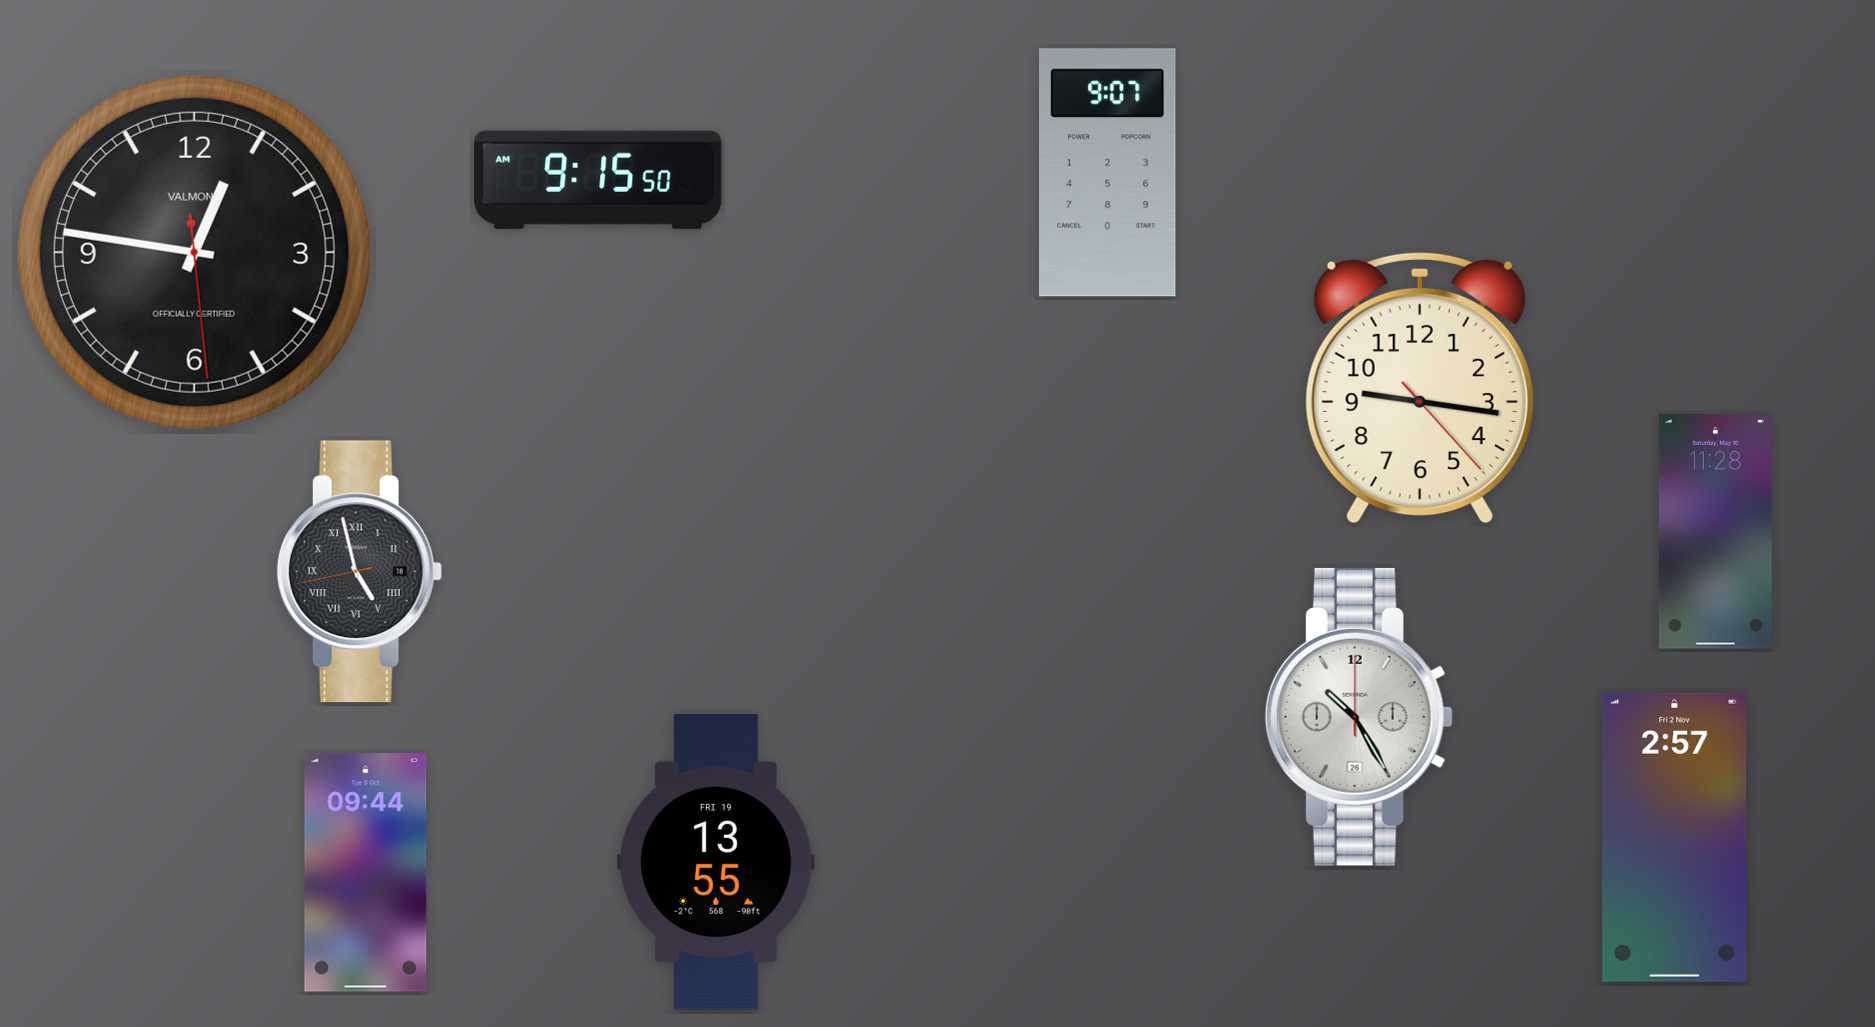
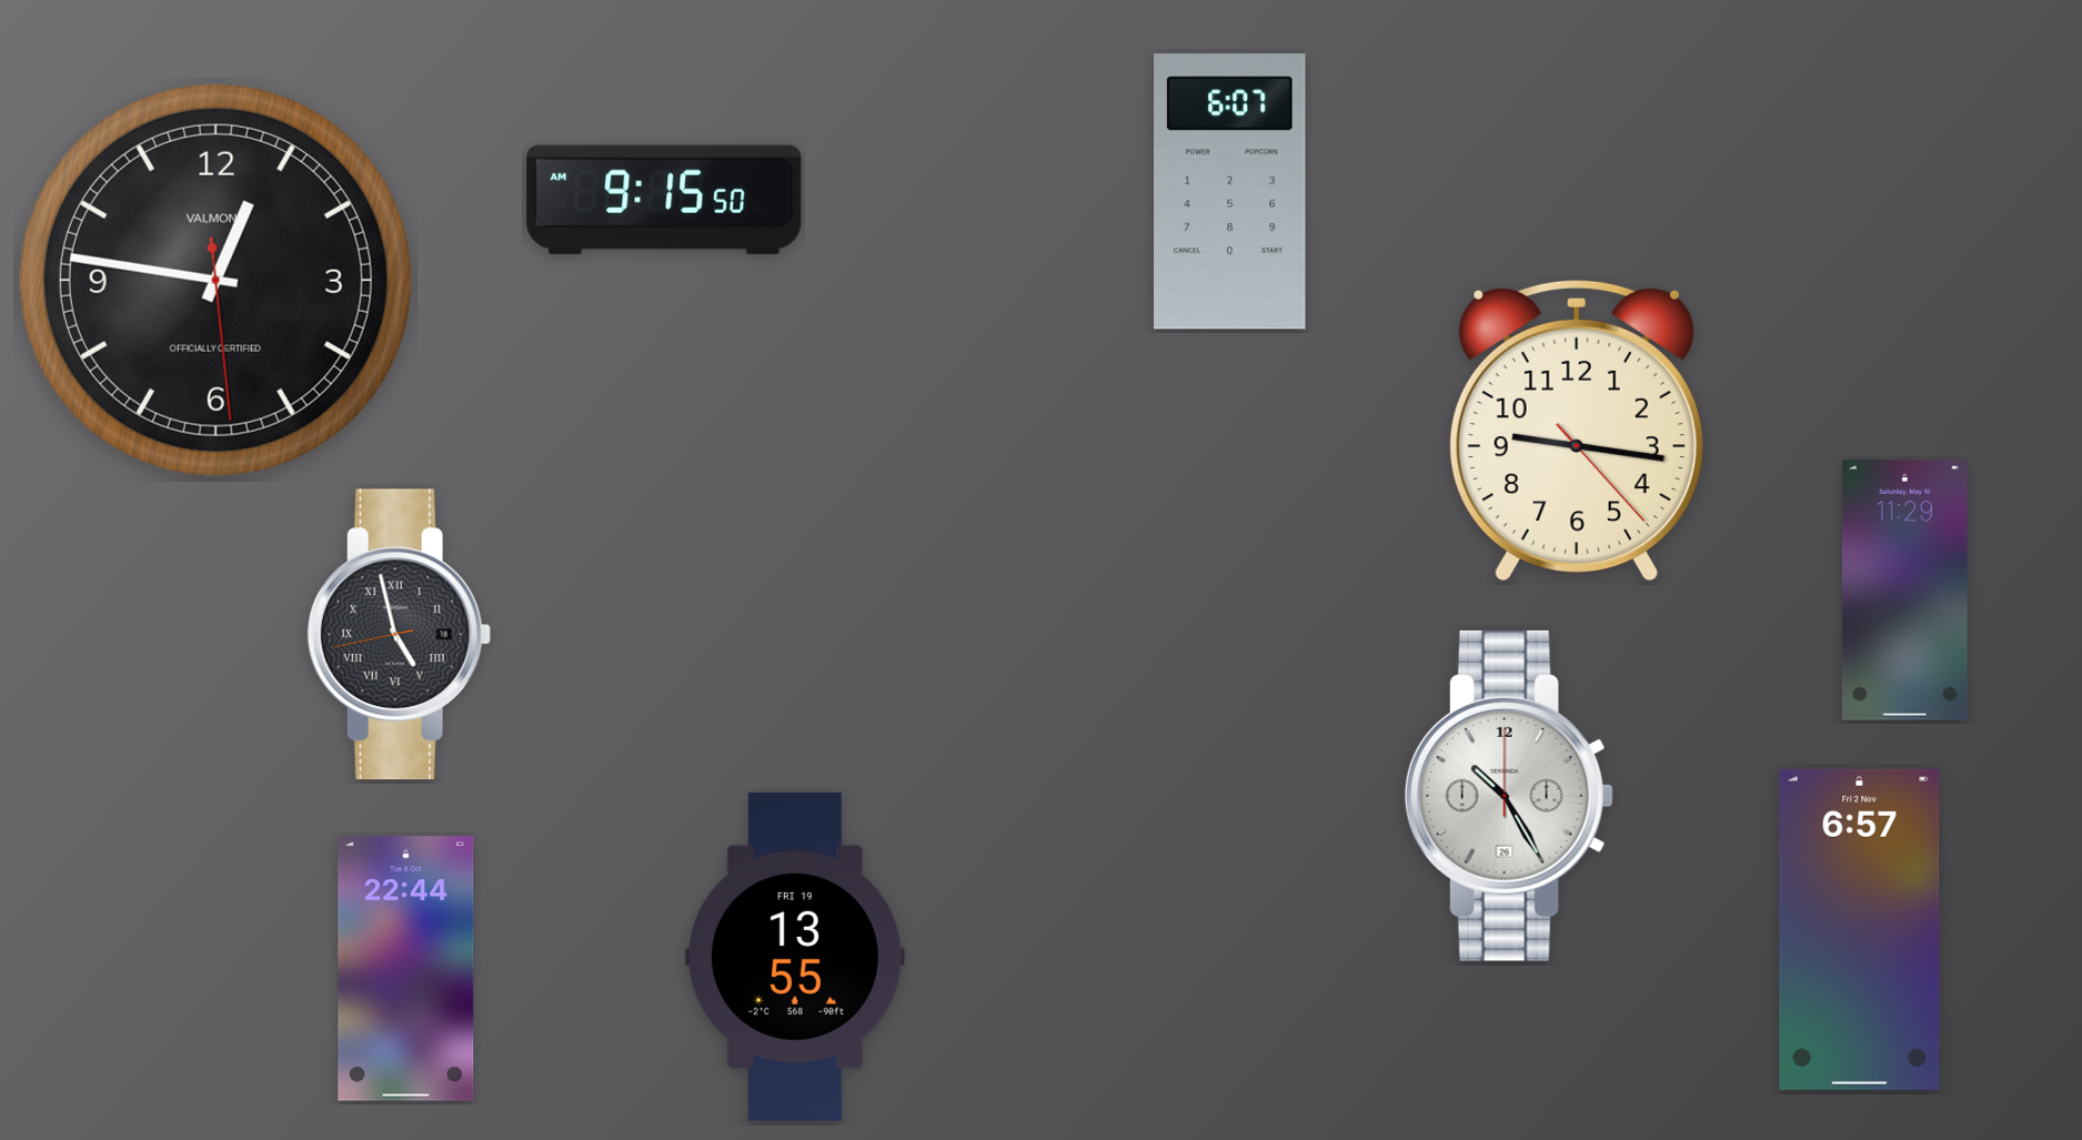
clock at (1108, 173): 9:07 -> 6:07
clock at (1715, 532): 11:28 -> 11:29
clock at (1675, 837): 2:57 -> 6:57
clock at (366, 873): 09:44 -> 22:44
